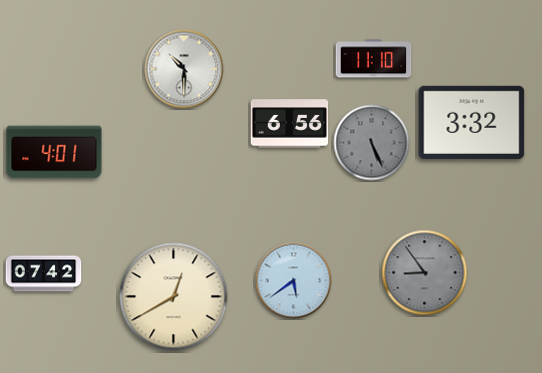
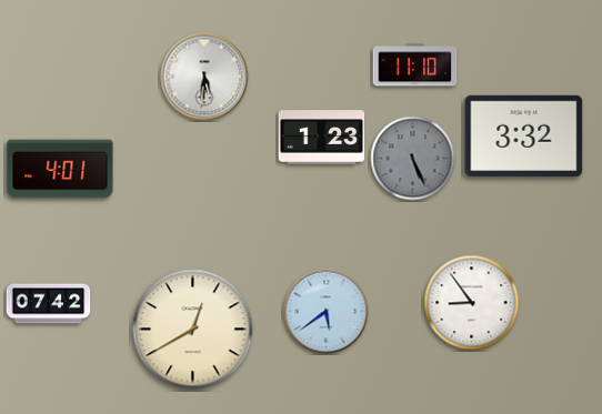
clock at (184, 69): 10:30 -> 5:31
clock at (290, 124): 6:56 -> 1:23
clock at (425, 273) dial: grey -> white
